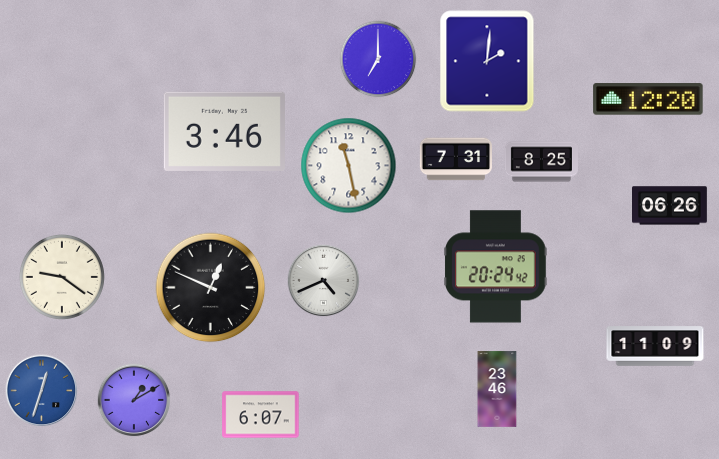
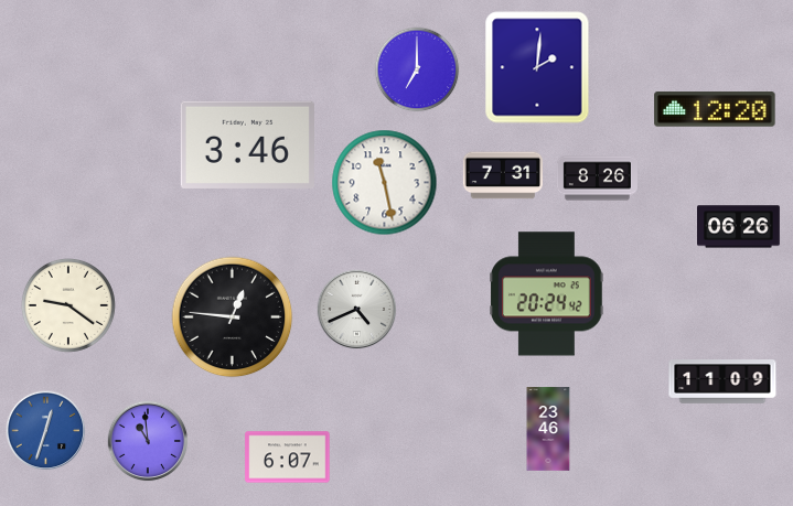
clock at (378, 59) position: (378, 59) -> (417, 69)
clock at (541, 162): 8:25 -> 8:26
clock at (211, 288): 12:49 -> 12:46
clock at (134, 400): 1:10 -> 10:59
